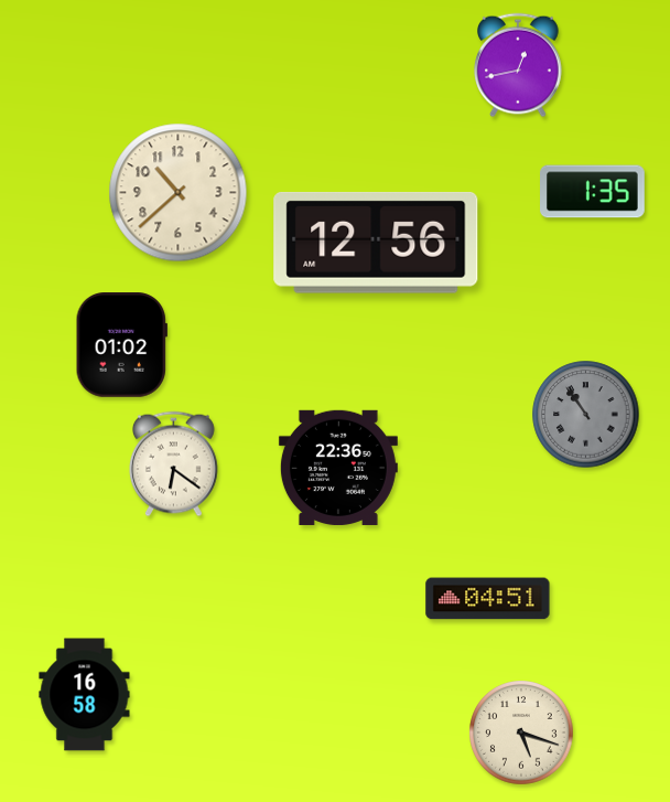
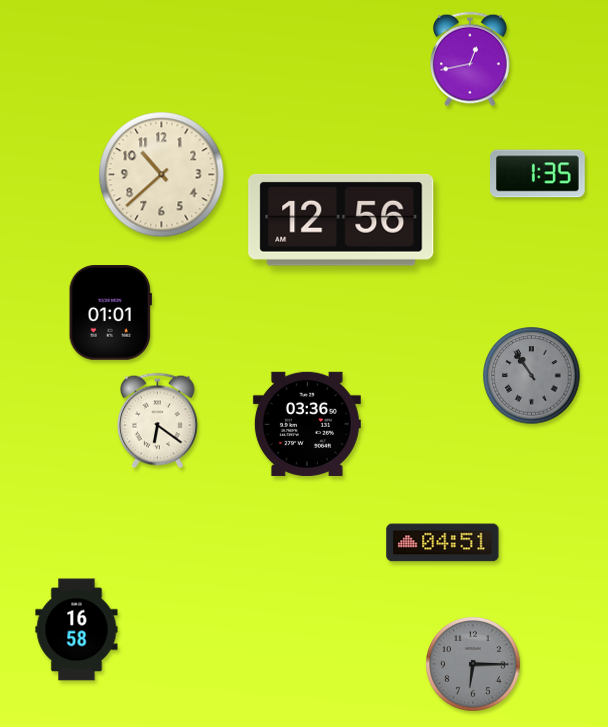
clock at (121, 345): 01:02 -> 01:01
clock at (338, 468): 22:36 -> 03:36
clock at (521, 733): 5:18 -> 6:15
clock at (521, 733) dial: cream -> grey
